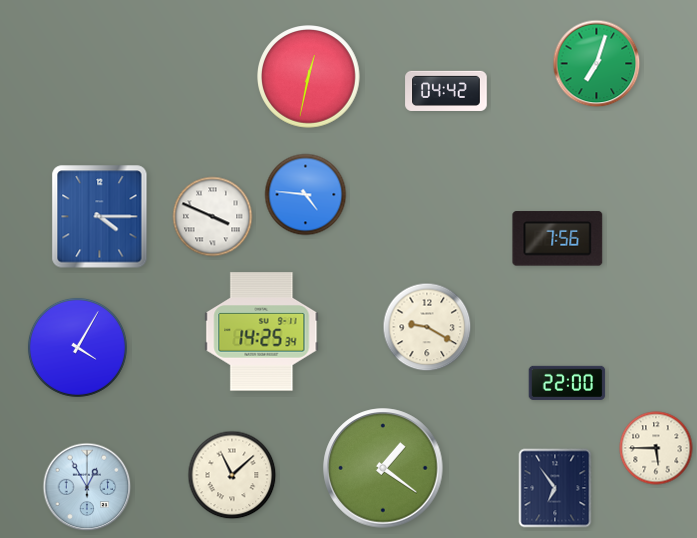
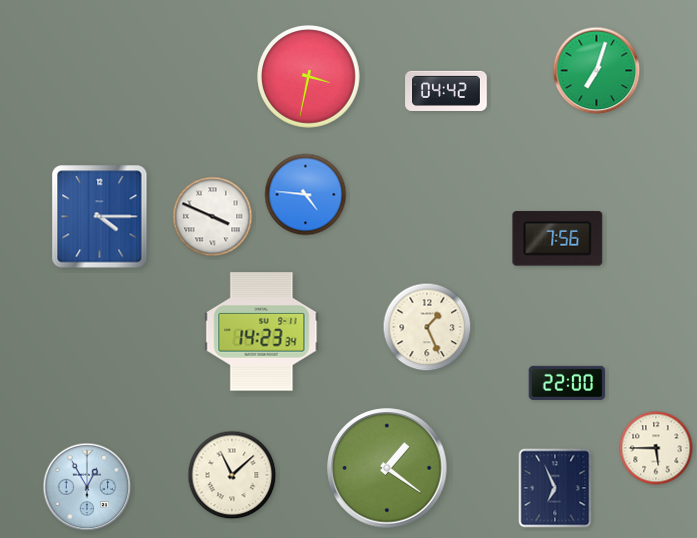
clock at (597, 64) position: (597, 64) -> (597, 71)
clock at (309, 77): 12:32 -> 3:32
clock at (427, 327): 9:20 -> 1:26
clock at (262, 332): 14:25 -> 14:23
clock at (77, 347): 4:05 -> none
clock at (383, 468) position: (383, 468) -> (387, 468)
clock at (555, 488): 6:54 -> 6:56
